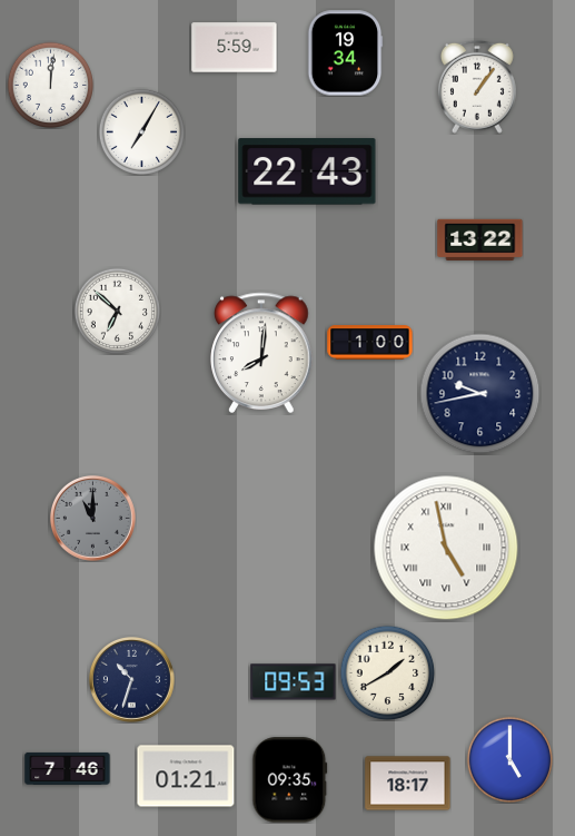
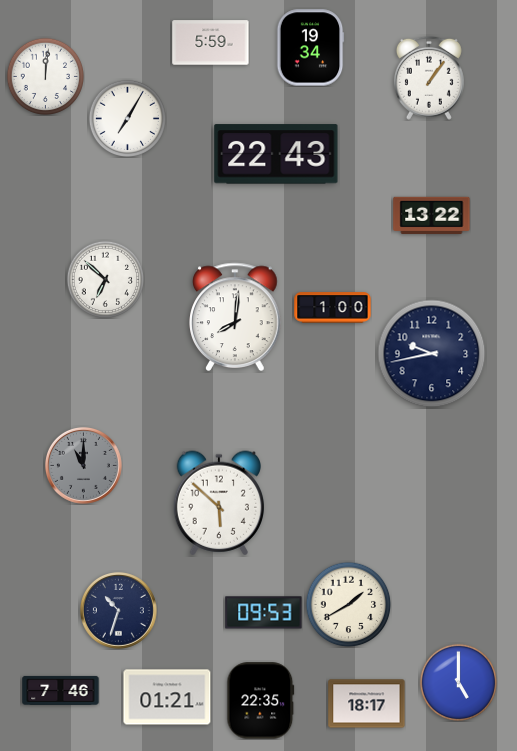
clock at (446, 548): 4:58 -> none
clock at (218, 503): none -> 5:52
clock at (290, 780): 09:35 -> 22:35
